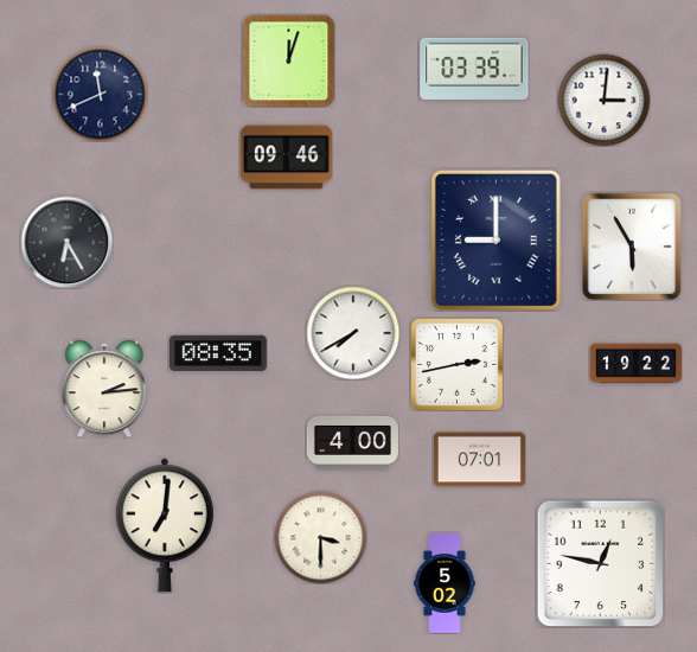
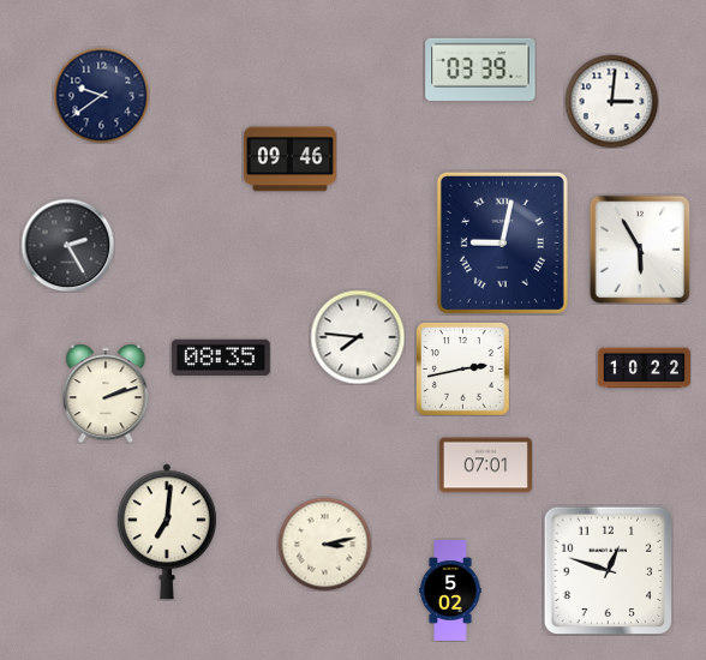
clock at (288, 60): 12:03 -> none
clock at (100, 94): 11:41 -> 9:39
clock at (495, 239): 9:00 -> 9:02
clock at (66, 242): 6:25 -> 2:25
clock at (353, 333): 7:40 -> 7:46
clock at (635, 364): 19:22 -> 10:22
clock at (104, 389): 2:14 -> 2:12
clock at (352, 442): 4:00 -> none
clock at (320, 537): 3:30 -> 3:13
clock at (600, 563): 12:47 -> 12:48
